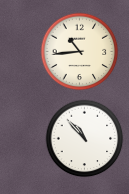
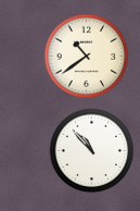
clock at (79, 51): 10:44 -> 10:39
